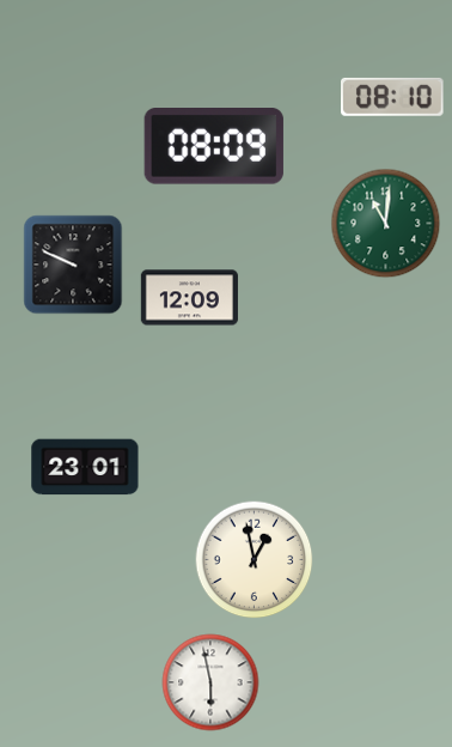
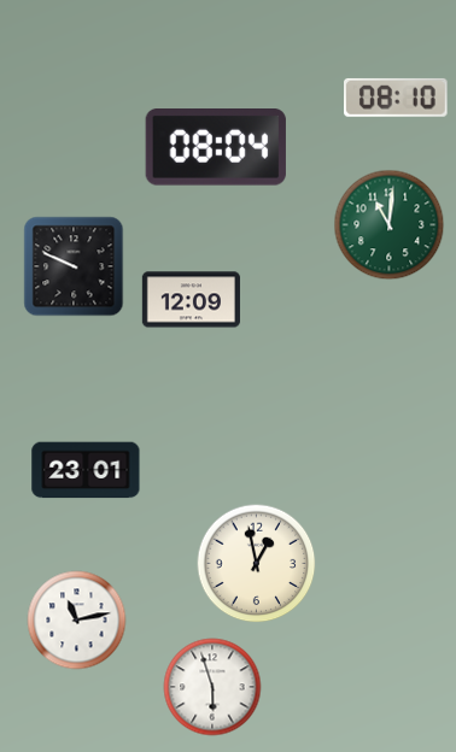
clock at (214, 147): 08:09 -> 08:04
clock at (77, 621): none -> 11:13
clock at (210, 682): 5:58 -> 5:57
